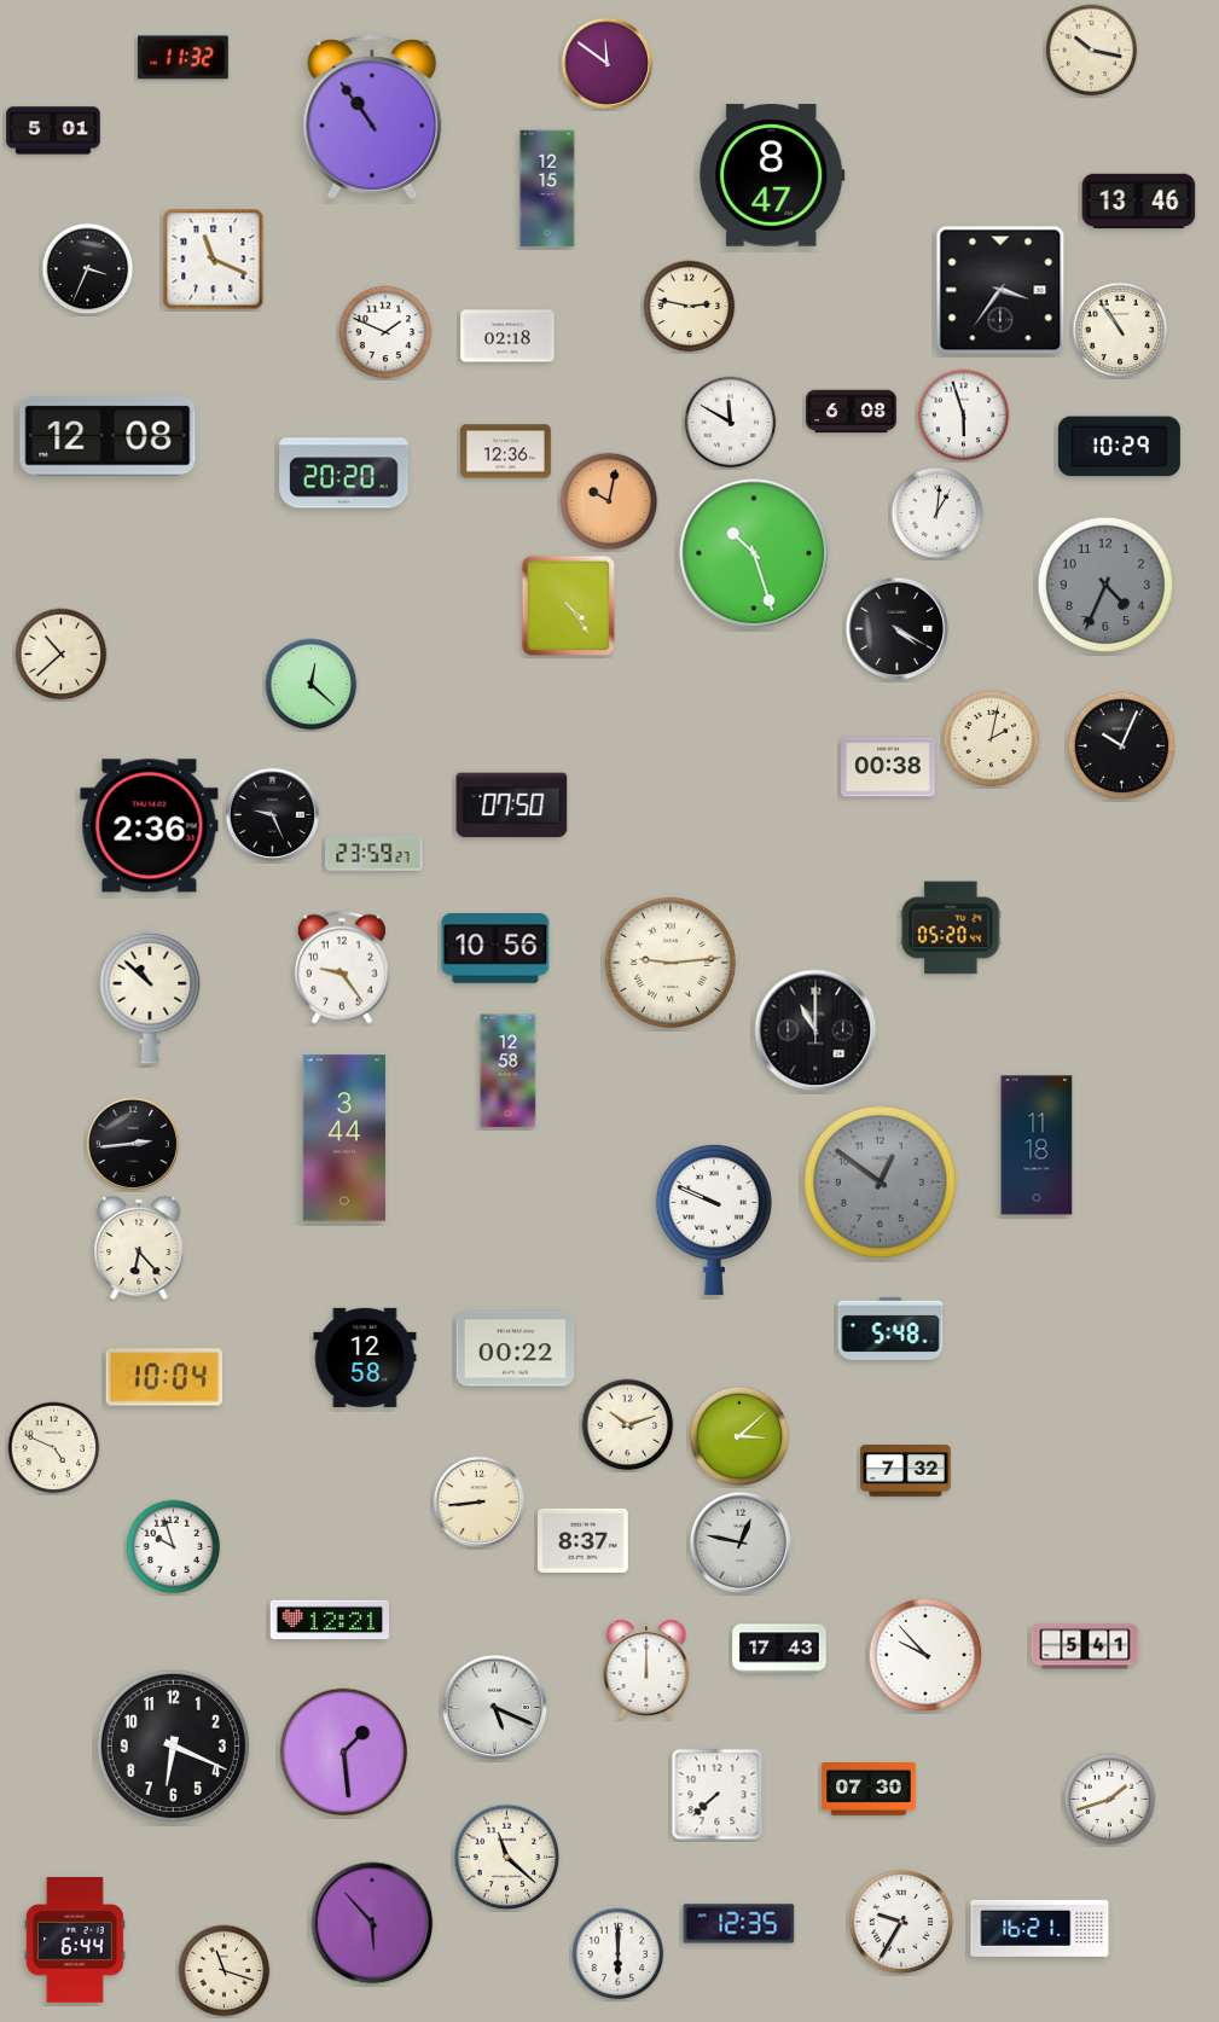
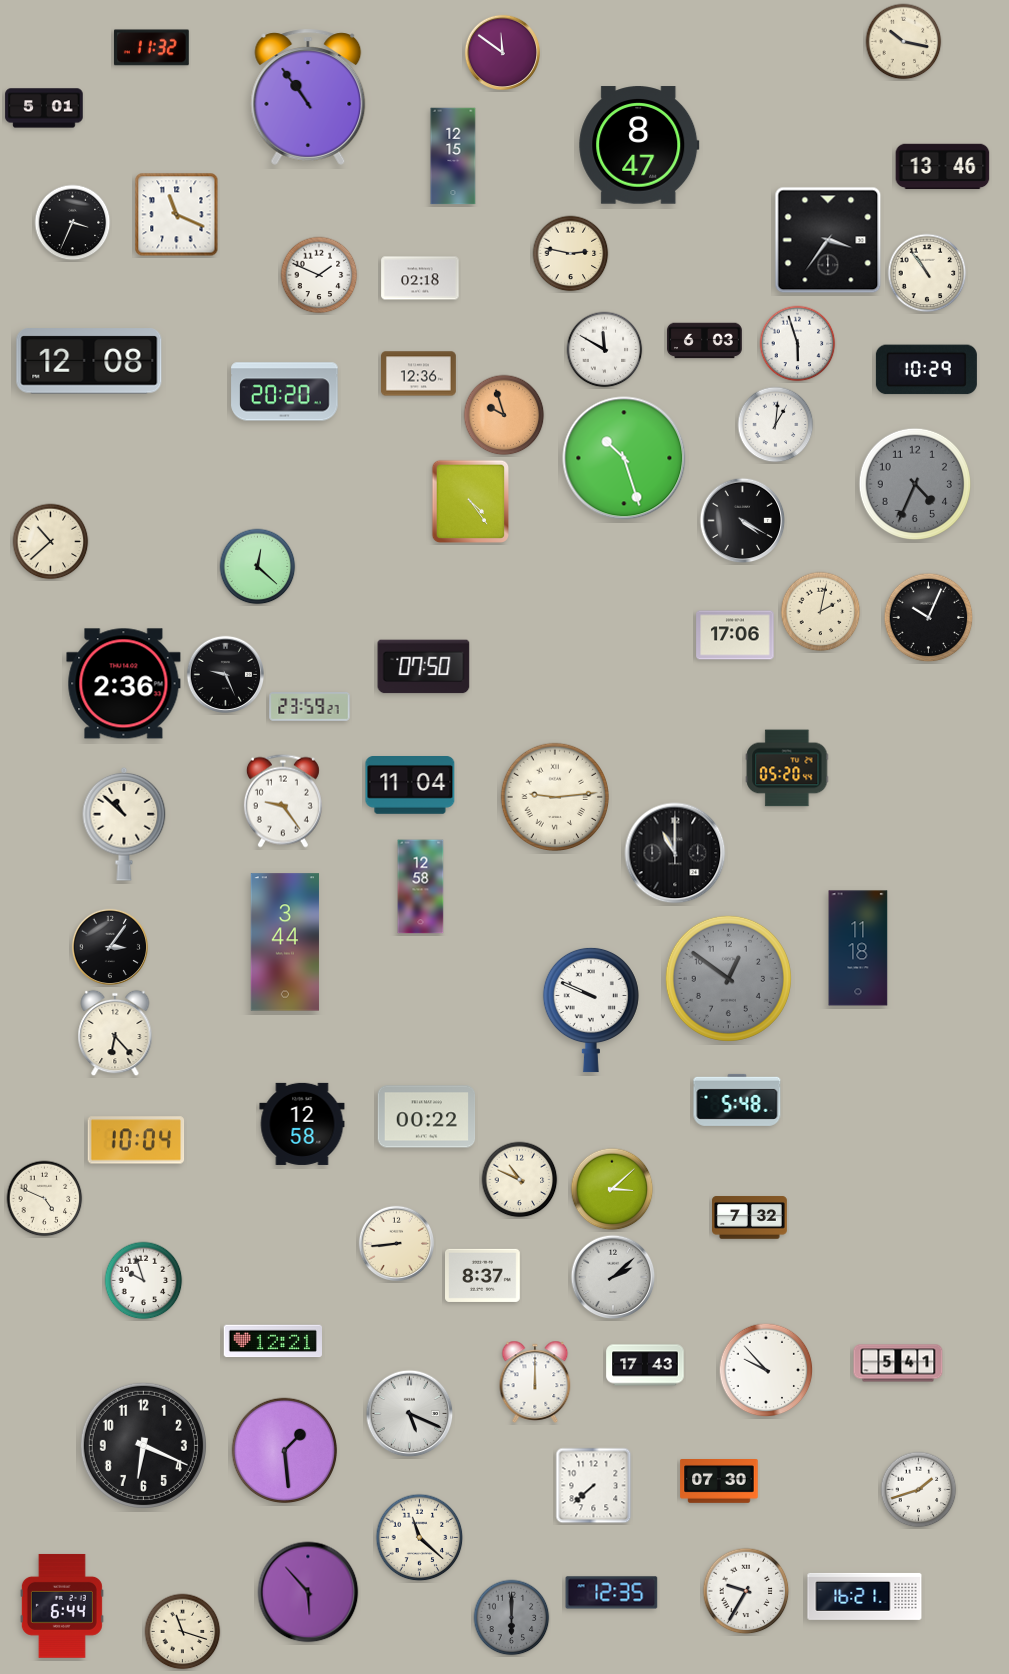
clock at (852, 412): 6:08 -> 6:03
clock at (609, 501): 10:02 -> 9:57
clock at (888, 767): 00:38 -> 17:06
clock at (495, 949): 10:56 -> 11:04
clock at (132, 1143): 2:44 -> 3:06
clock at (628, 1425): 10:12 -> 10:49
clock at (741, 1542): 12:47 -> 2:08
clock at (1040, 1928) position: (1040, 1928) -> (865, 1596)
clock at (619, 1954) dial: white -> grey
clock at (225, 1971) position: (225, 1971) -> (183, 1632)
